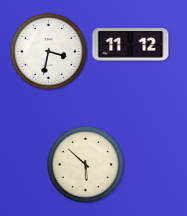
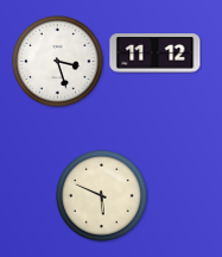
clock at (49, 52): 3:32 -> 3:27
clock at (86, 165): 5:52 -> 5:49
